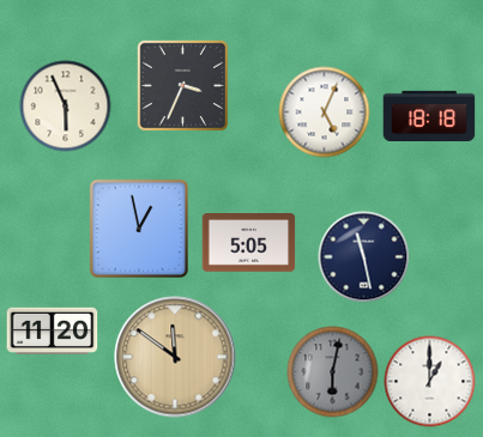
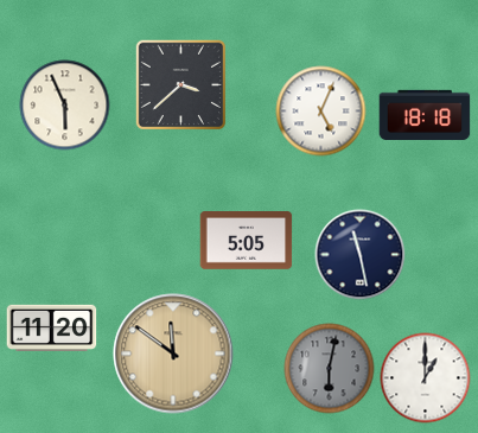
clock at (182, 85): 3:34 -> 3:38
clock at (138, 227): 12:58 -> none
